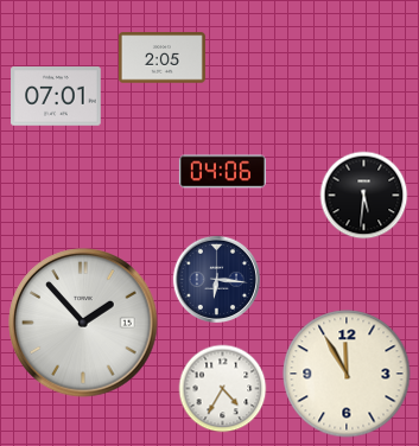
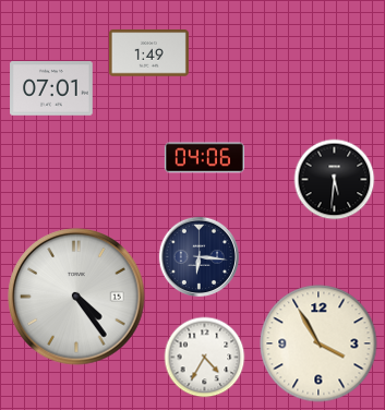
clock at (161, 58): 2:05 -> 1:49
clock at (83, 323): 1:53 -> 4:24
clock at (347, 374): 11:55 -> 3:55
